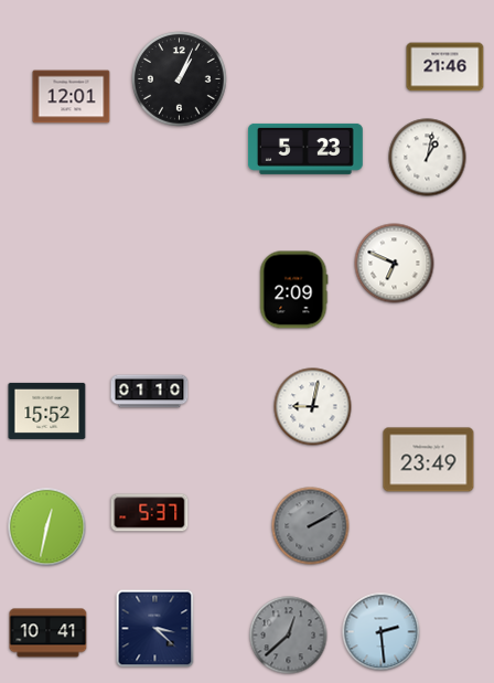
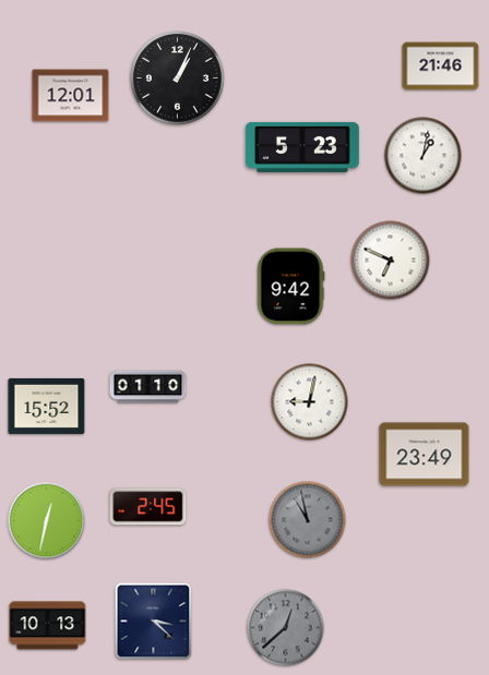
clock at (293, 290): 2:09 -> 9:42
clock at (150, 513): 5:37 -> 2:45
clock at (311, 526): 2:10 -> 10:58
clock at (382, 632): 2:29 -> none
clock at (49, 633): 10:41 -> 10:13
